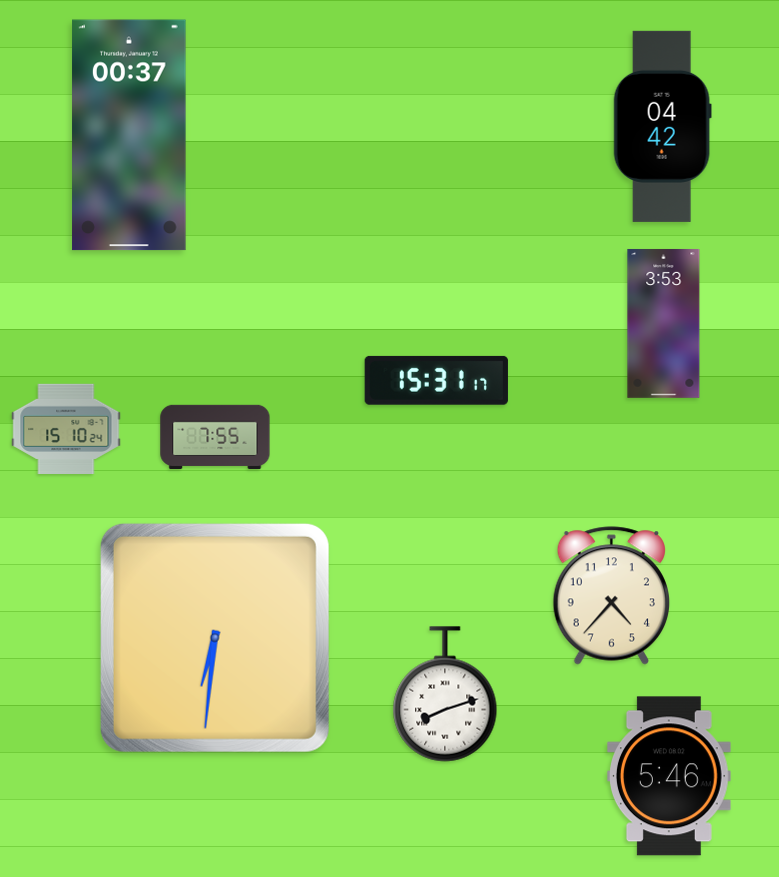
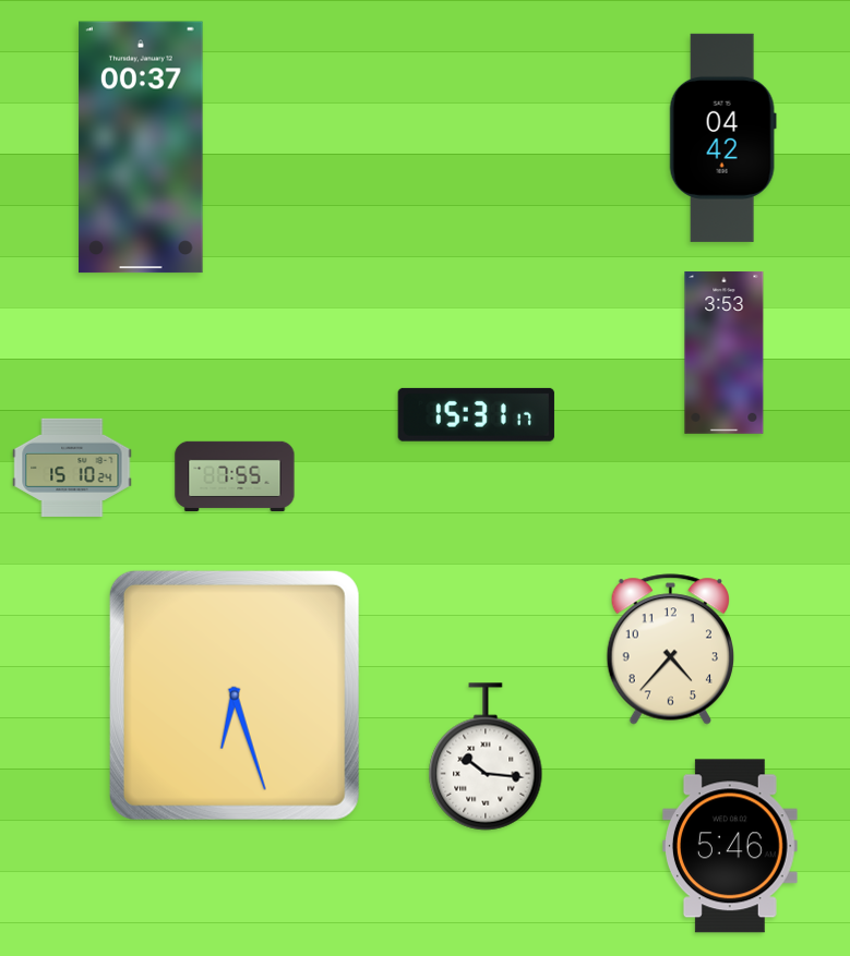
clock at (611, 596) position: (611, 596) -> (670, 650)
clock at (215, 638): 6:31 -> 6:27
clock at (445, 694): 8:12 -> 10:16
